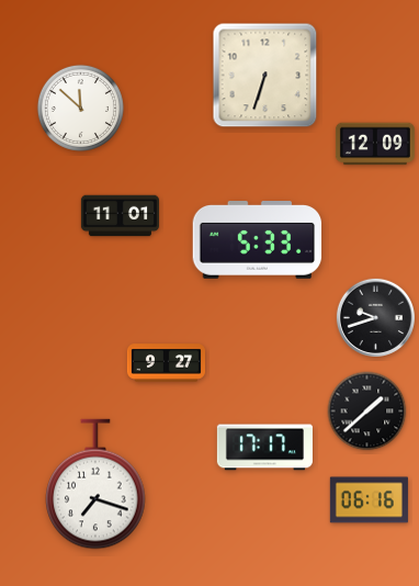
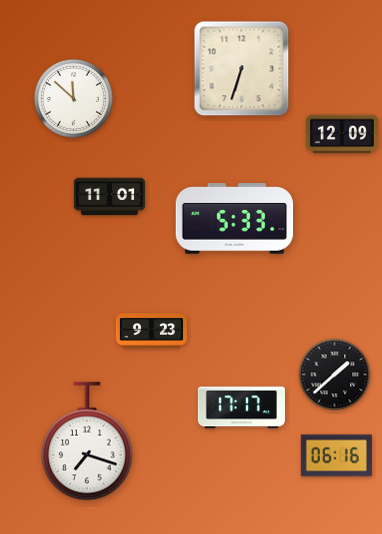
clock at (375, 144) position: (375, 144) -> (342, 134)
clock at (375, 317): 9:42 -> none
clock at (166, 363): 9:27 -> 9:23
